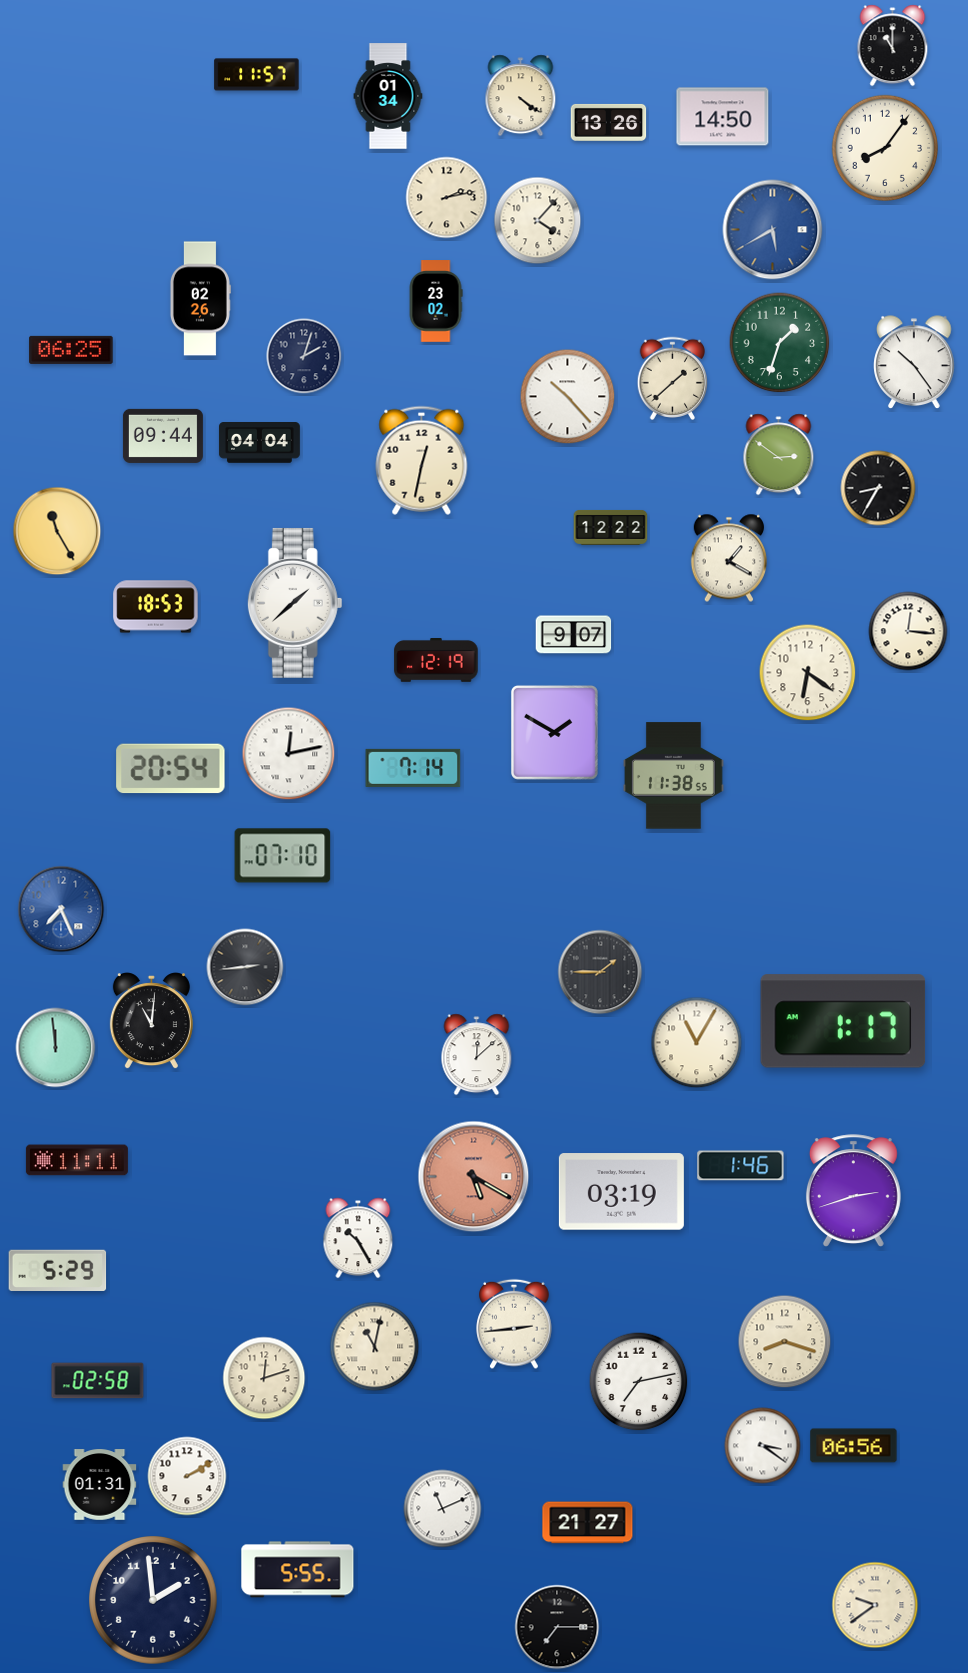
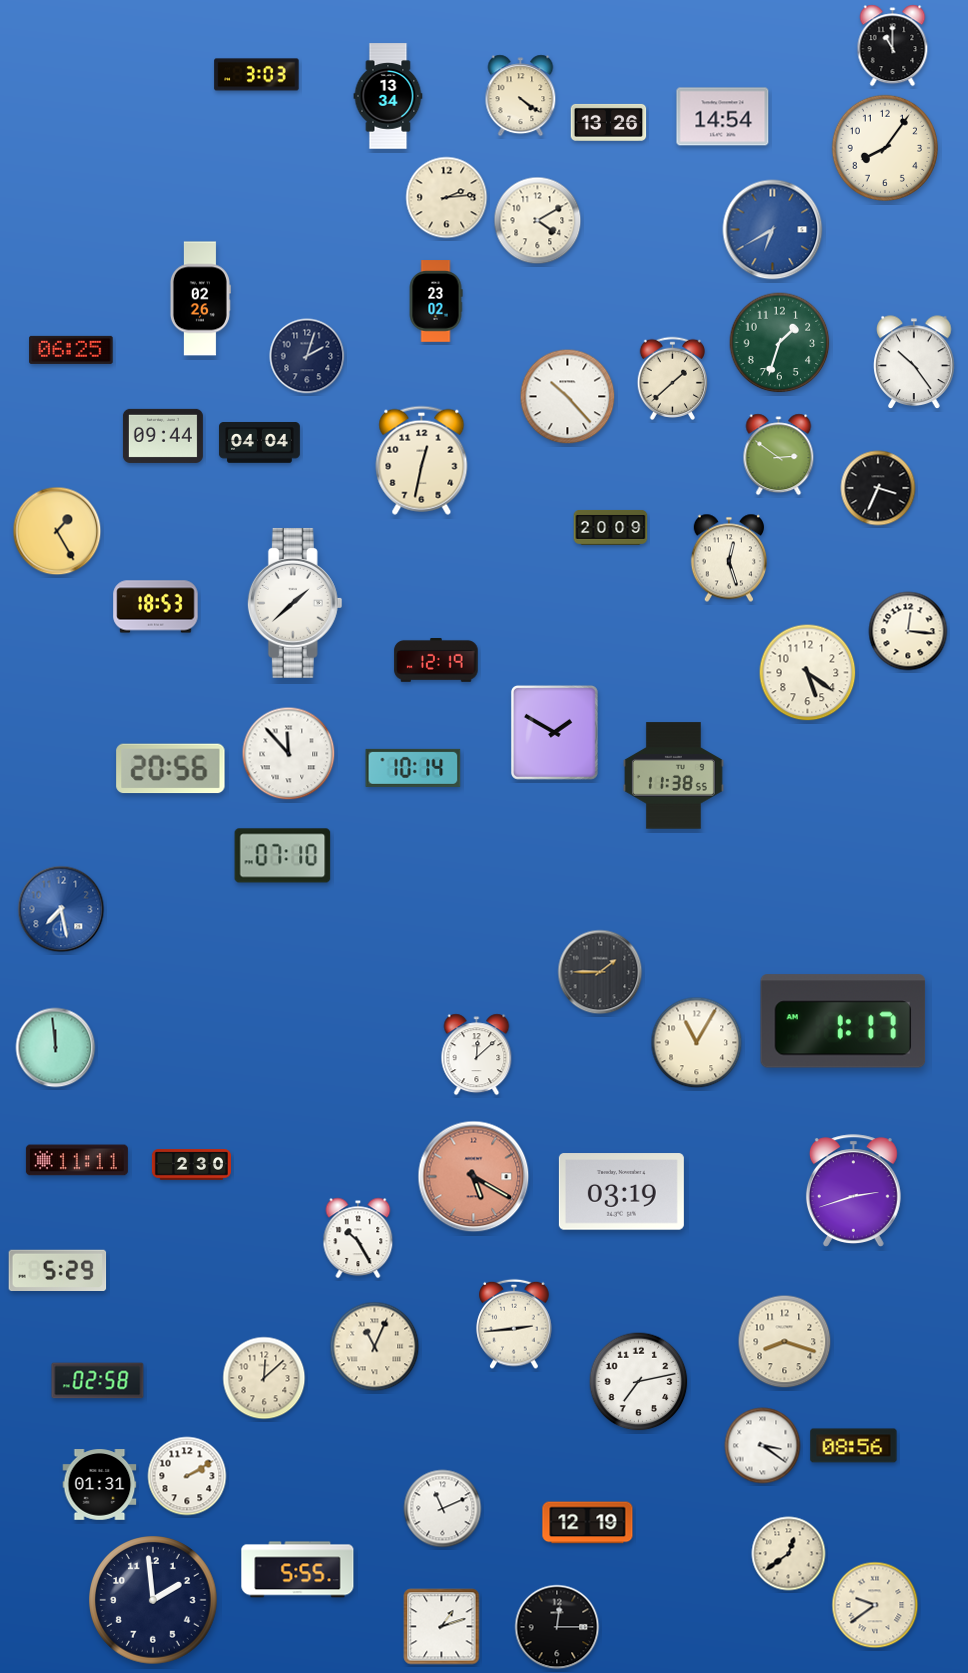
clock at (257, 75): 11:57 -> 3:03
clock at (388, 96): 01:34 -> 13:34
clock at (723, 117): 14:50 -> 14:54
clock at (447, 198): 2:13 -> 2:14
clock at (538, 221): 4:07 -> 4:10
clock at (773, 230): 5:40 -> 6:40
clock at (304, 356) position: (304, 356) -> (307, 356)
clock at (878, 488): 8:35 -> 3:34
clock at (611, 527): 12:22 -> 20:09
clock at (57, 531): 11:25 -> 1:25
clock at (728, 558): 1:20 -> 12:27
clock at (574, 635): 9:07 -> none
clock at (808, 673): 6:21 -> 5:21
clock at (289, 754): 12:13 -> 11:53
clock at (413, 768): 7:14 -> 10:14
clock at (171, 769): 20:54 -> 20:56
clock at (61, 909): 7:26 -> 7:28
clock at (245, 967): 2:44 -> none
clock at (151, 1021): 11:01 -> none
clock at (191, 1165): none -> 2:30
clock at (741, 1166): 1:46 -> none
clock at (375, 1347): 11:02 -> 11:04
clock at (264, 1378): 12:12 -> 12:08
clock at (854, 1446): 06:56 -> 08:56
clock at (588, 1523): 21:27 -> 12:19
clock at (789, 1554): none -> 12:39
clock at (442, 1627): none -> 1:12
clock at (557, 1627): 7:15 -> 12:15
